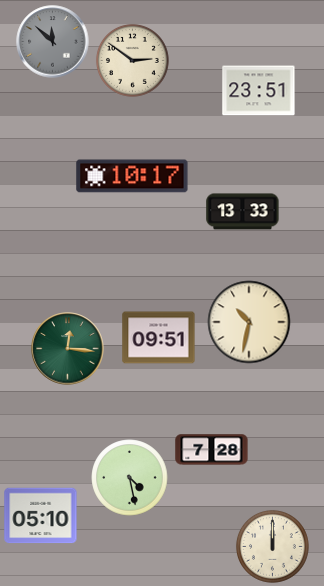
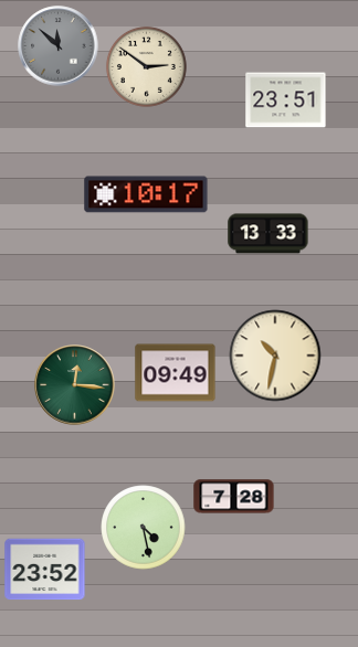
clock at (159, 338): 09:51 -> 09:49
clock at (41, 516): 05:10 -> 23:52
clock at (273, 547): 12:00 -> none
